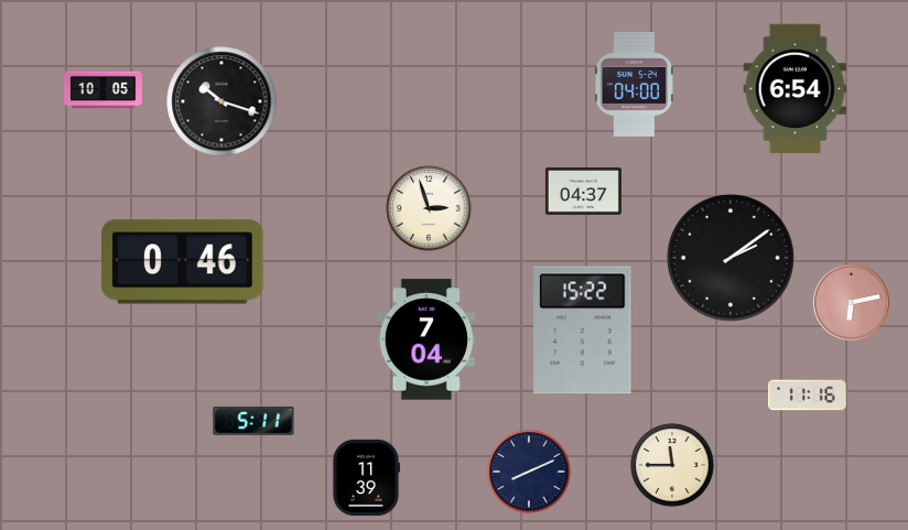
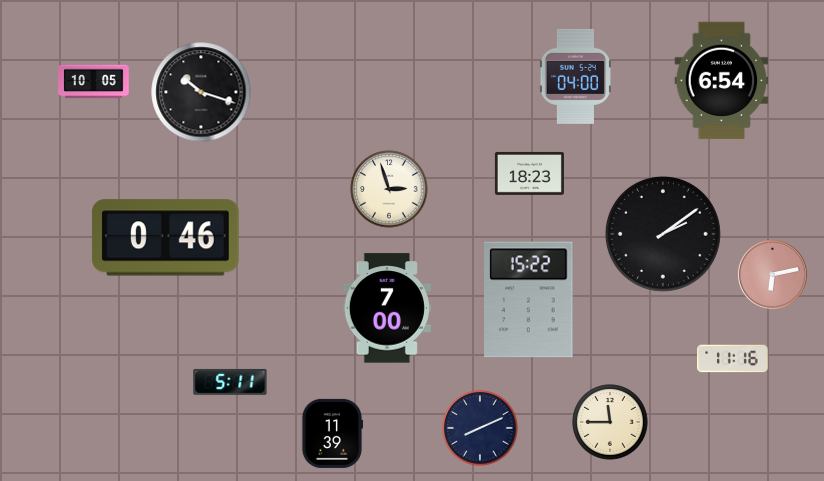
clock at (583, 191): 04:37 -> 18:23
clock at (426, 339): 7:04 -> 7:00
